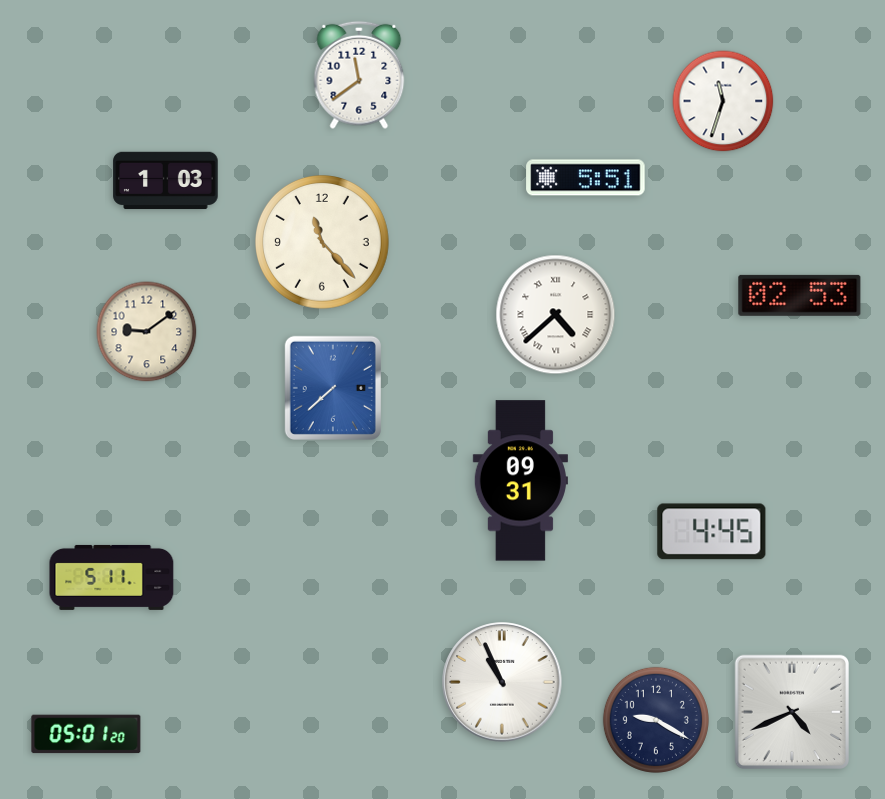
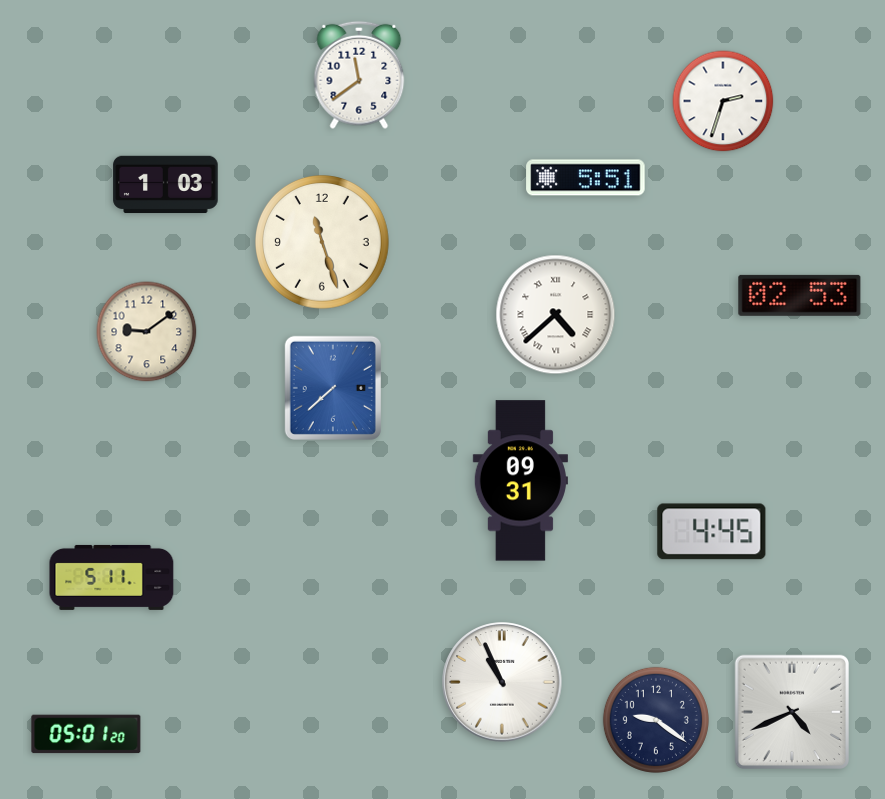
clock at (723, 101): 11:33 -> 2:33
clock at (166, 181) position: (166, 181) -> (166, 185)
clock at (323, 243): 11:23 -> 11:27
clock at (656, 720): 9:20 -> 9:21
